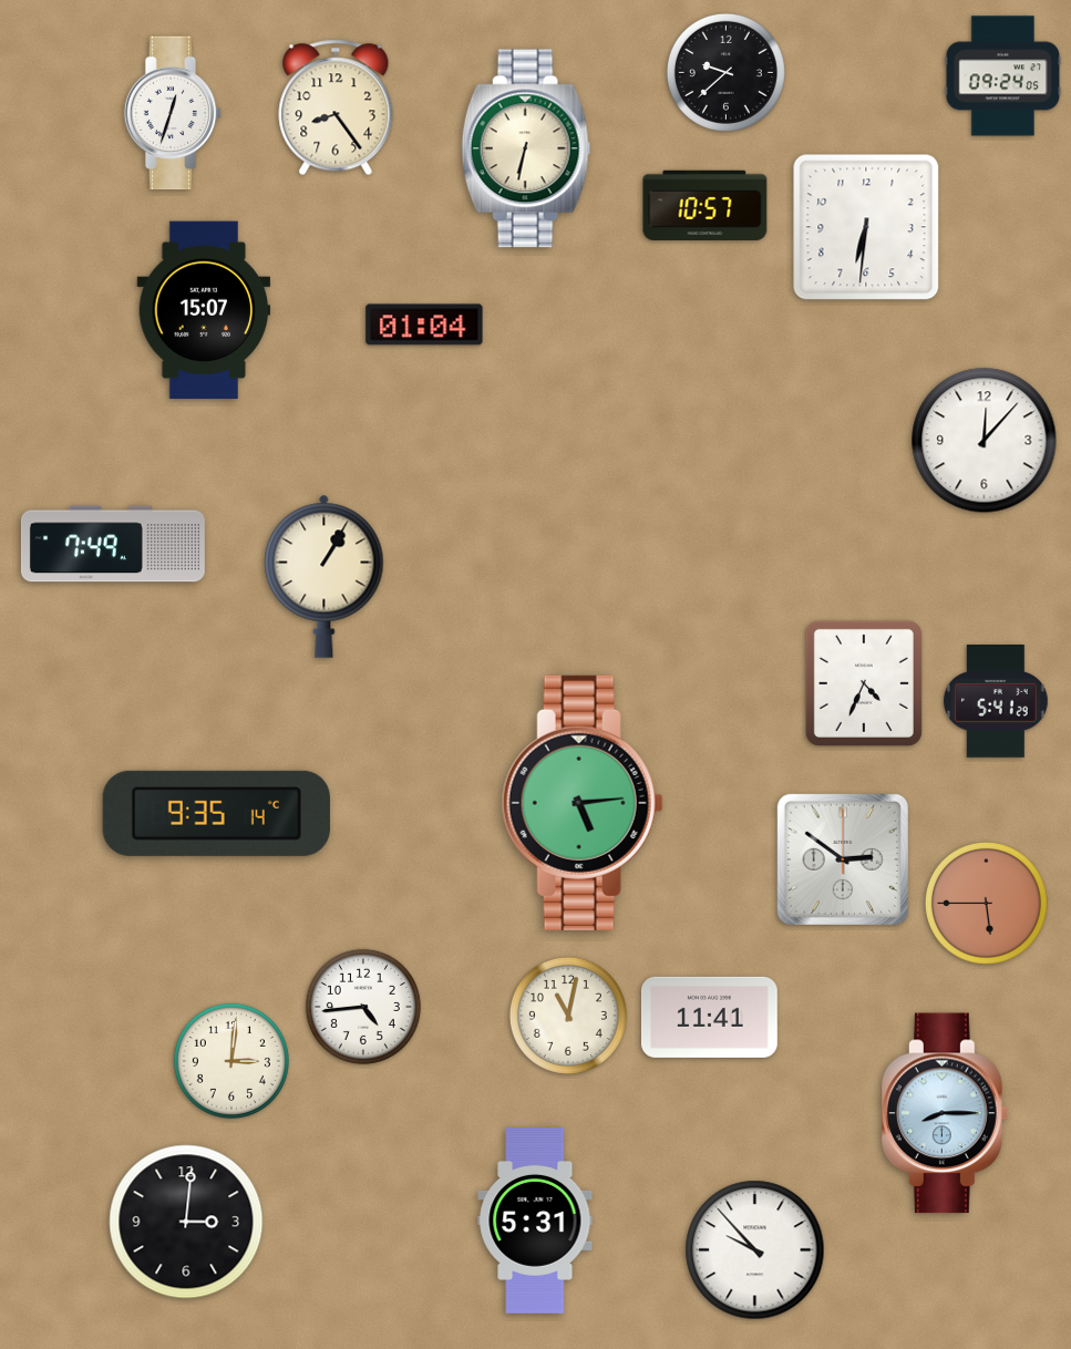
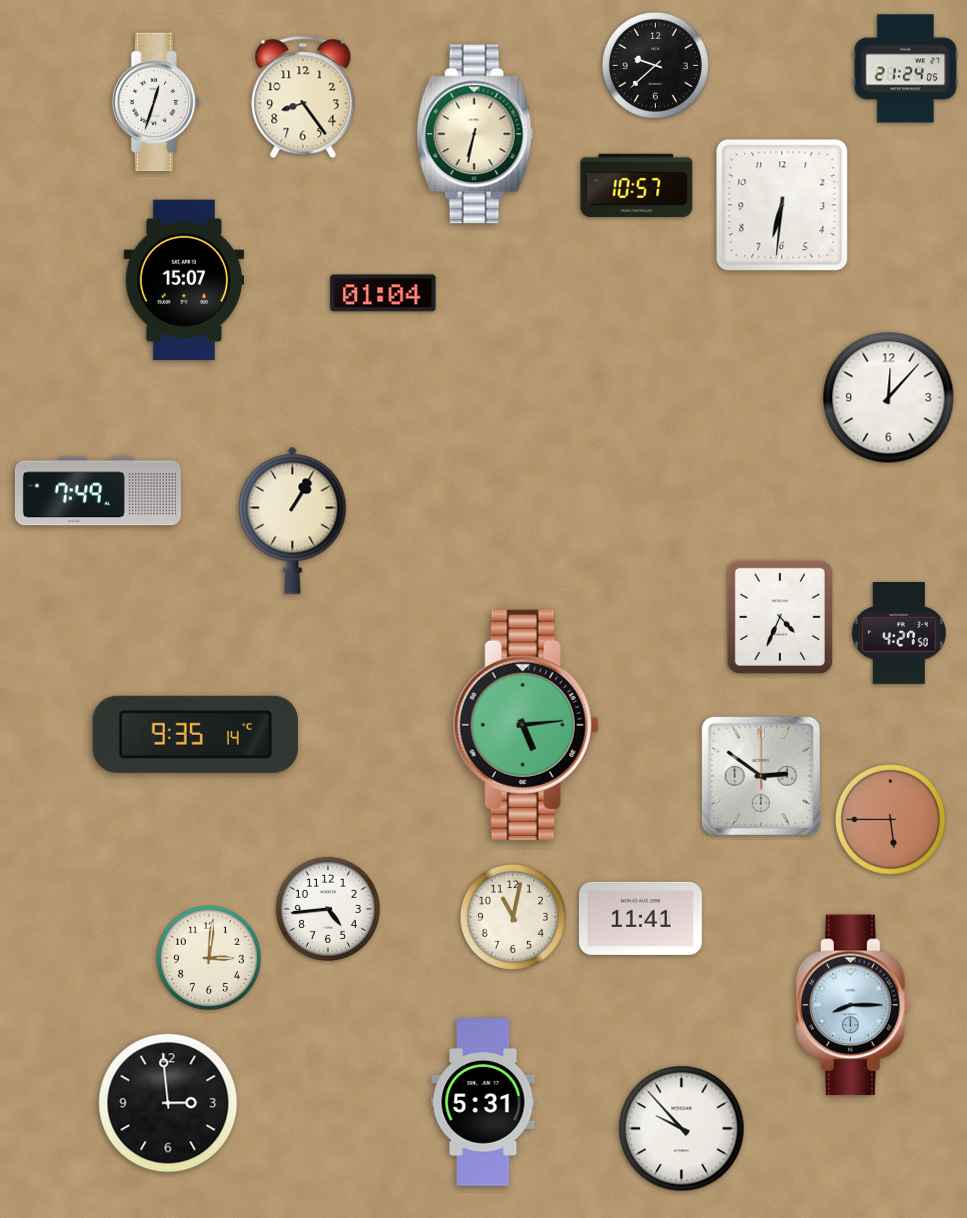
clock at (1003, 76): 09:24 -> 21:24
clock at (113, 544) position: (113, 544) -> (98, 491)
clock at (996, 702): 5:41 -> 4:27
clock at (986, 903) position: (986, 903) -> (890, 819)
clock at (186, 1222): 3:01 -> 2:59
